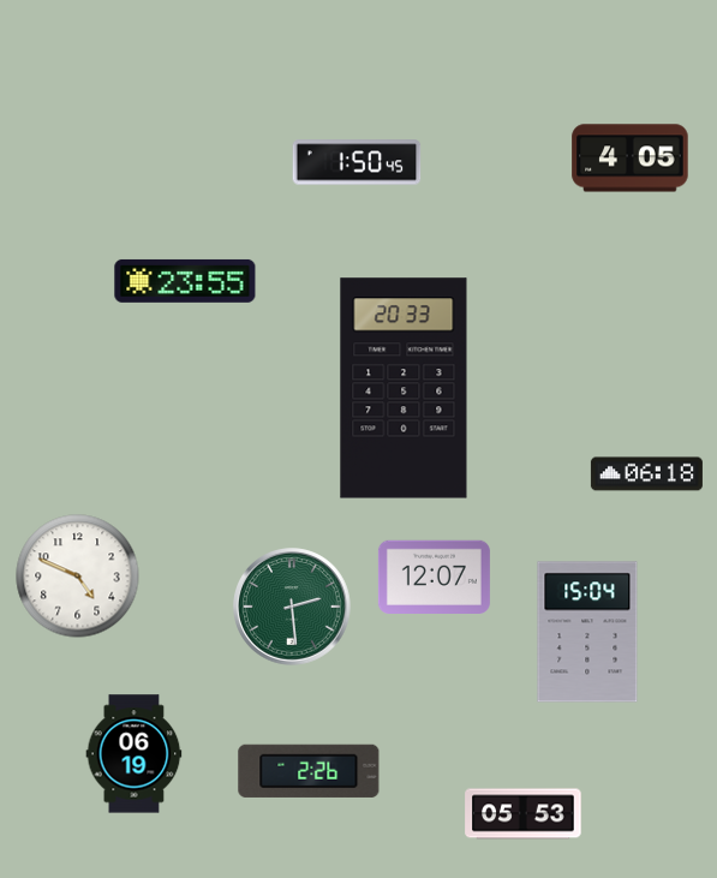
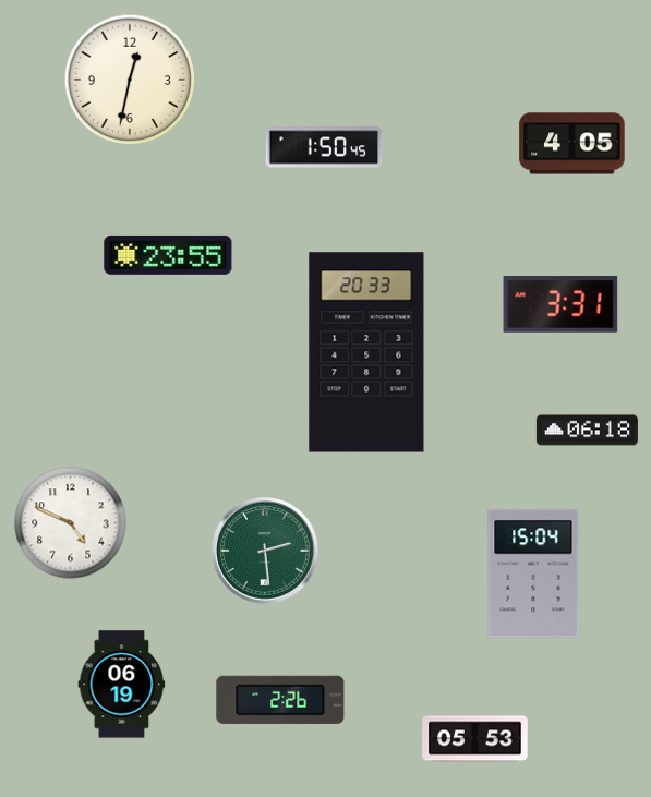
clock at (130, 80): none -> 12:32
clock at (560, 304): none -> 3:31
clock at (434, 577): 12:07 -> none
